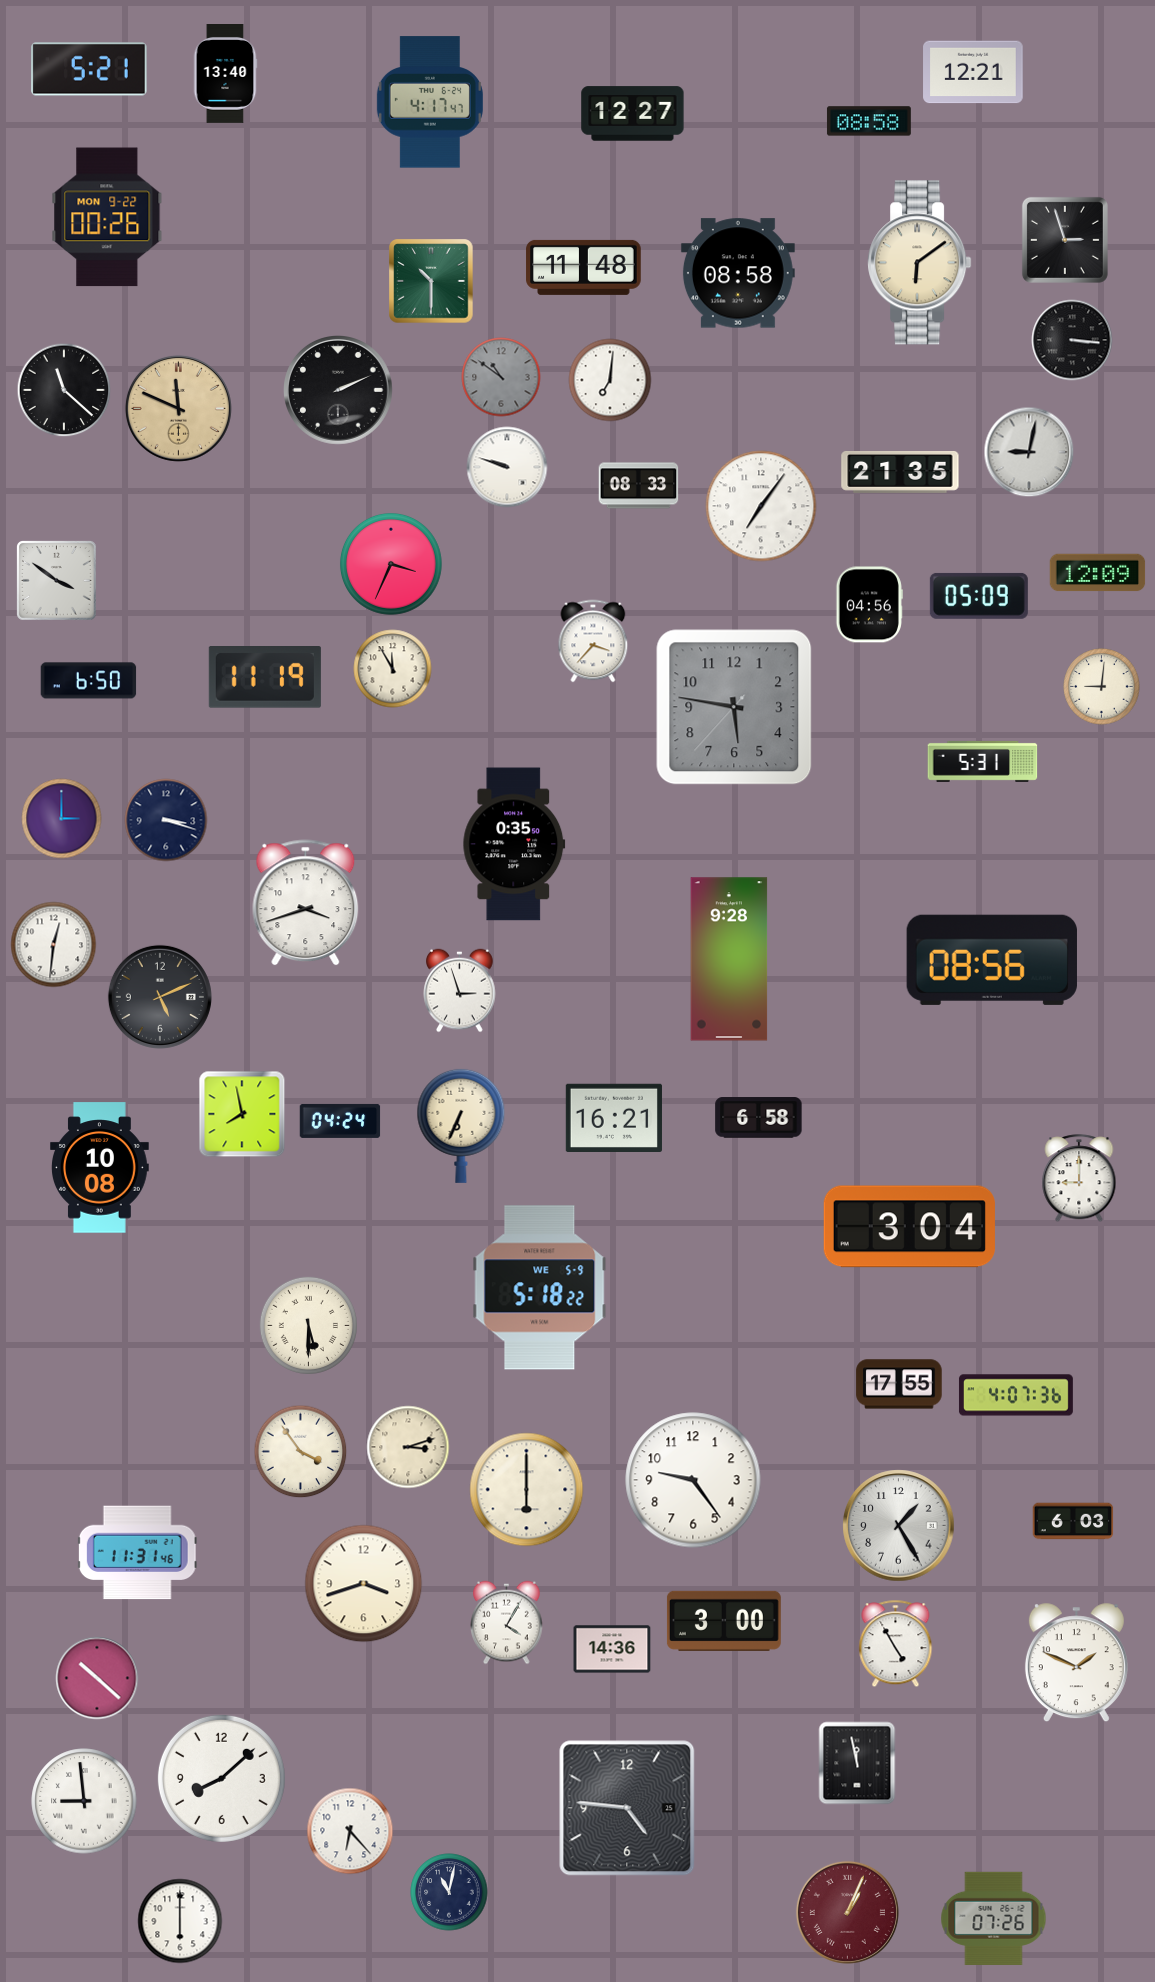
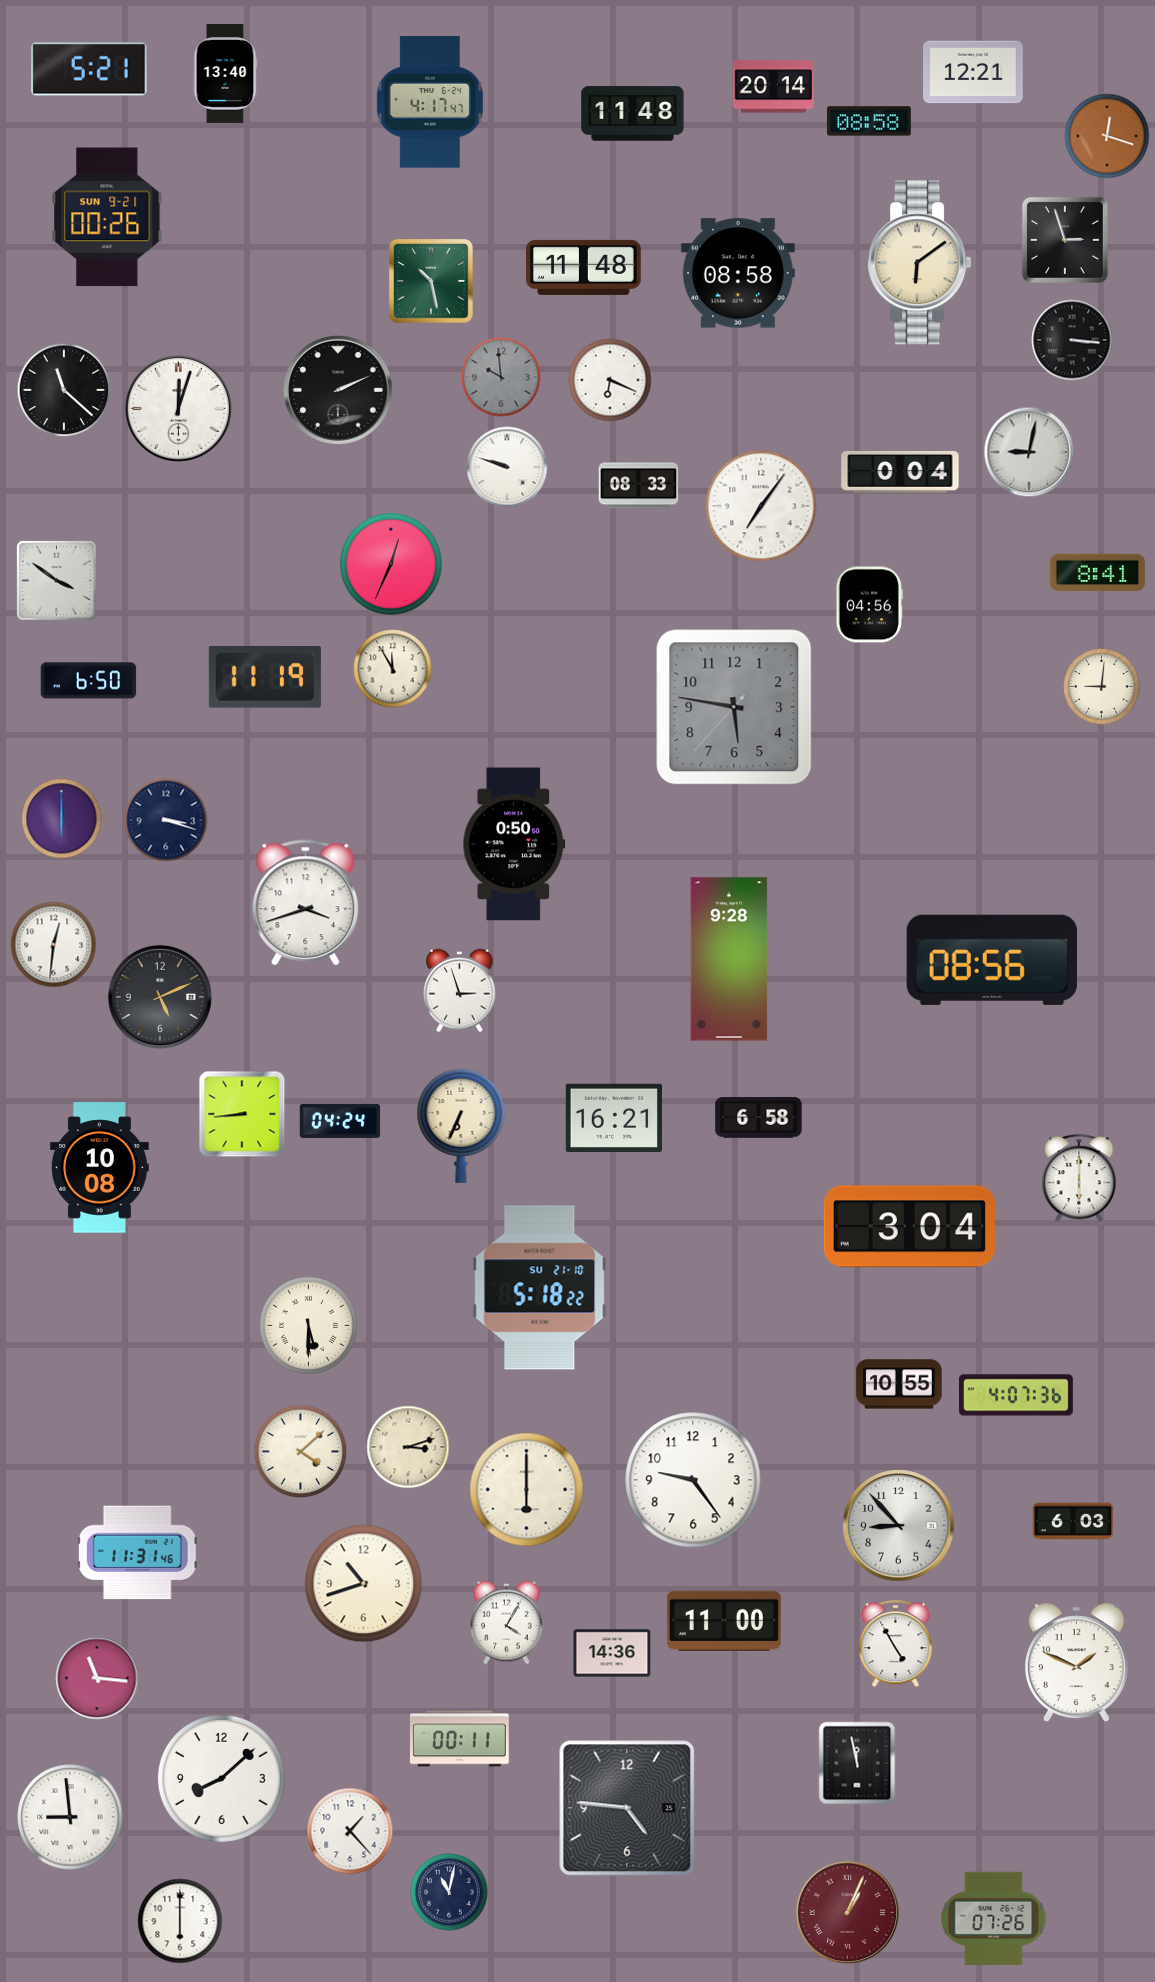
clock at (773, 87): none -> 20:14
clock at (633, 114): 12:27 -> 11:48
clock at (1107, 136): none -> 12:18
clock at (107, 217) date: MON 9-22 -> SUN 9-21
clock at (431, 281): 10:30 -> 10:28
clock at (501, 377): 10:51 -> 9:59
clock at (610, 380): 7:01 -> 6:19
clock at (178, 408): 11:49 -> 12:03
clock at (178, 408) dial: champagne -> white
clock at (900, 472): 21:35 -> 0:04
clock at (391, 565): 3:34 -> 12:34
clock at (1098, 573): 12:09 -> 8:41
clock at (979, 596): 05:09 -> none
clock at (593, 641): 3:37 -> none
clock at (983, 761): 5:31 -> none
clock at (62, 819): 3:00 -> 6:00
clock at (514, 844): 0:35 -> 0:50
clock at (242, 1114): 7:58 -> 8:44
clock at (1079, 1179): 9:00 -> 6:00
clock at (540, 1288) date: WE 5-9 -> SU 21-10
clock at (899, 1384): 17:55 -> 10:55
clock at (301, 1452): 3:54 -> 4:08
clock at (899, 1526): 1:25 -> 8:53
clock at (364, 1584): 3:42 -> 10:42
clock at (724, 1621): 3:00 -> 11:00
clock at (612, 1649) position: (612, 1649) -> (612, 1653)
clock at (97, 1678): 10:22 -> 11:16
clock at (459, 1739): none -> 00:11
clock at (84, 1801) position: (84, 1801) -> (70, 1817)
clock at (350, 1831): 6:23 -> 1:23
